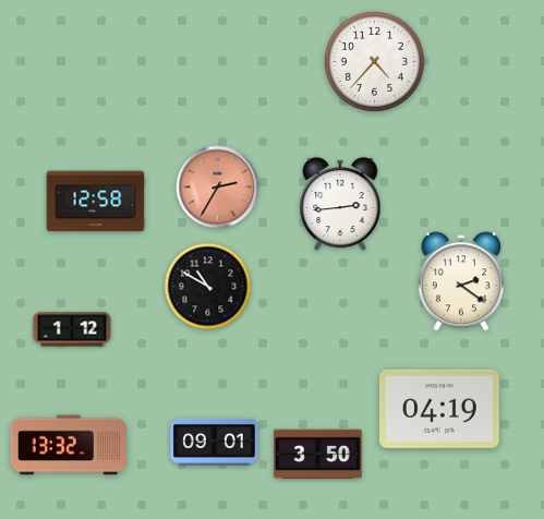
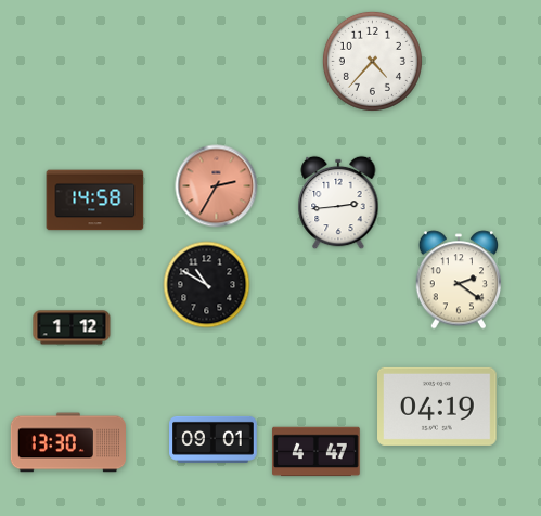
clock at (96, 202): 12:58 -> 14:58
clock at (68, 445): 13:32 -> 13:30
clock at (318, 455): 3:50 -> 4:47
